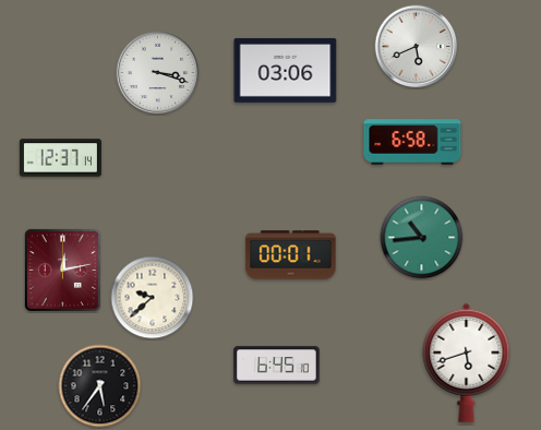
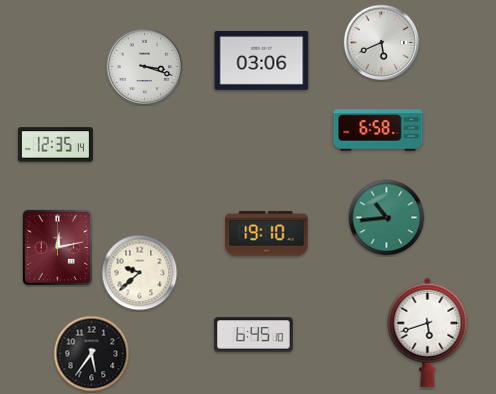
clock at (286, 70) position: (286, 70) -> (262, 60)
clock at (60, 158): 12:37 -> 12:35
clock at (291, 255): 00:01 -> 19:10
